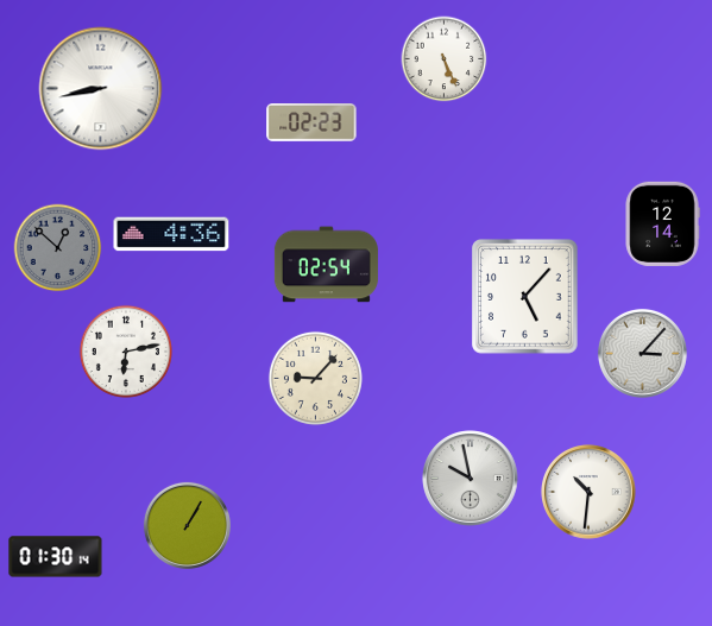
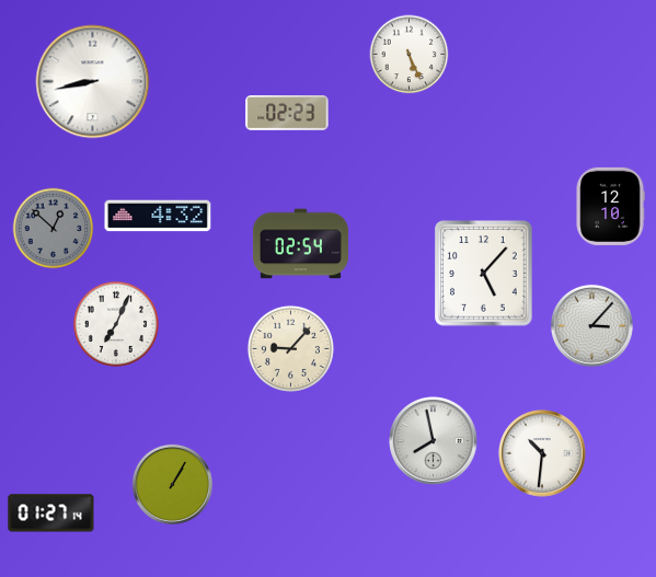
clock at (662, 223): 12:14 -> 12:10
clock at (171, 234): 4:36 -> 4:32
clock at (126, 352): 6:13 -> 7:04
clock at (471, 479): 9:58 -> 7:58
clock at (56, 557): 01:30 -> 01:27
